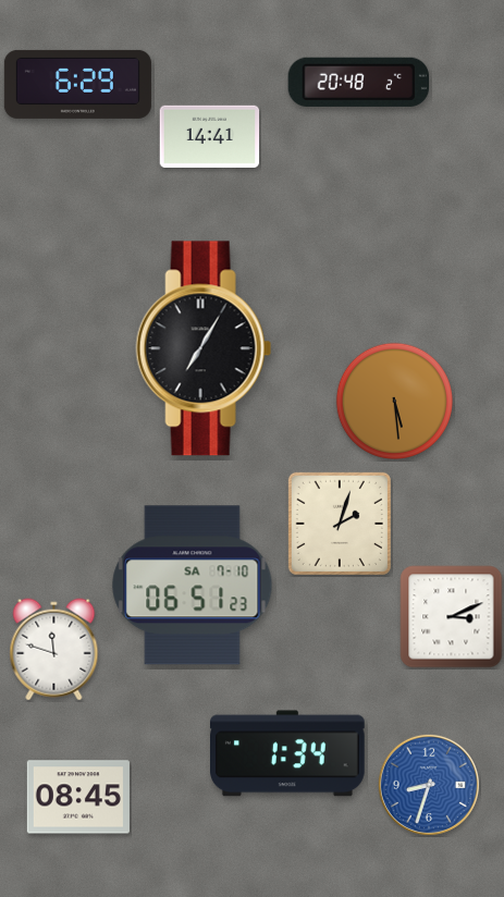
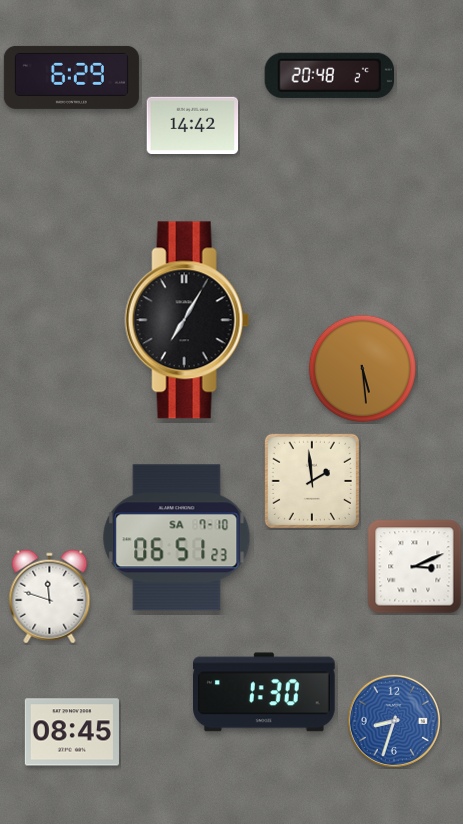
clock at (210, 136): 14:41 -> 14:42
clock at (340, 524): 2:03 -> 1:59
clock at (288, 753): 1:34 -> 1:30
